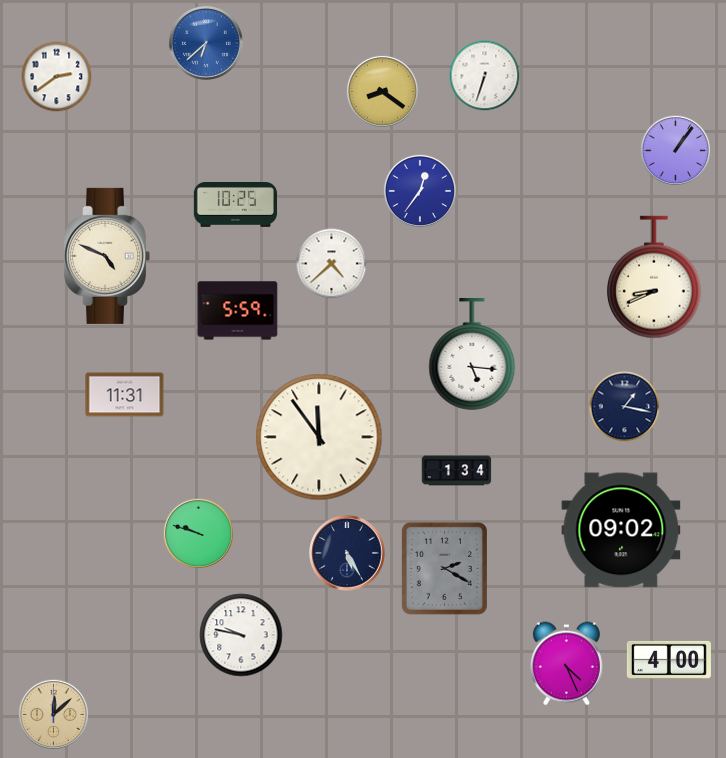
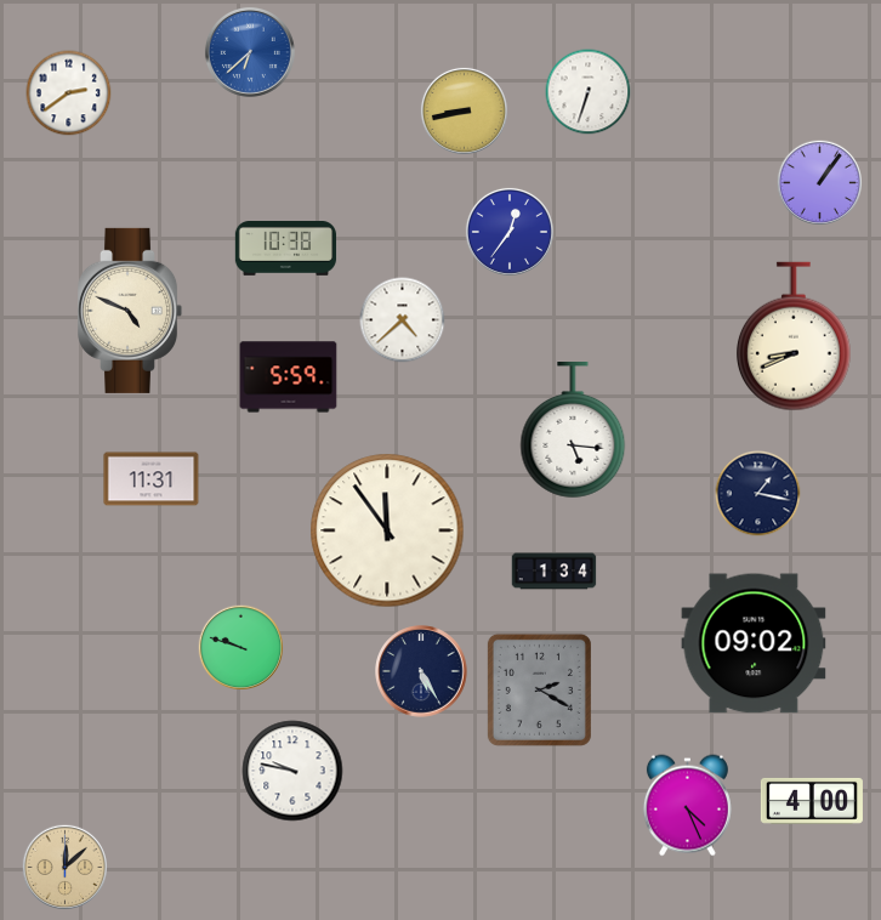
clock at (382, 91): 8:21 -> 8:43
clock at (236, 205): 10:25 -> 10:38
